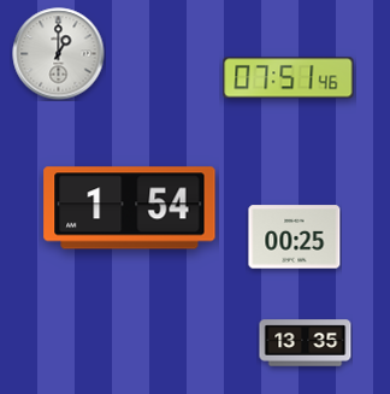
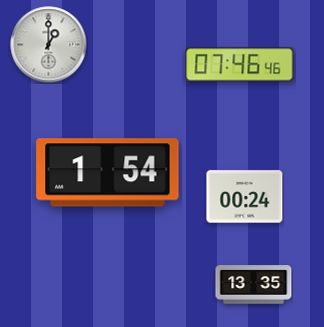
clock at (289, 78): 07:51 -> 07:46
clock at (295, 237): 00:25 -> 00:24
